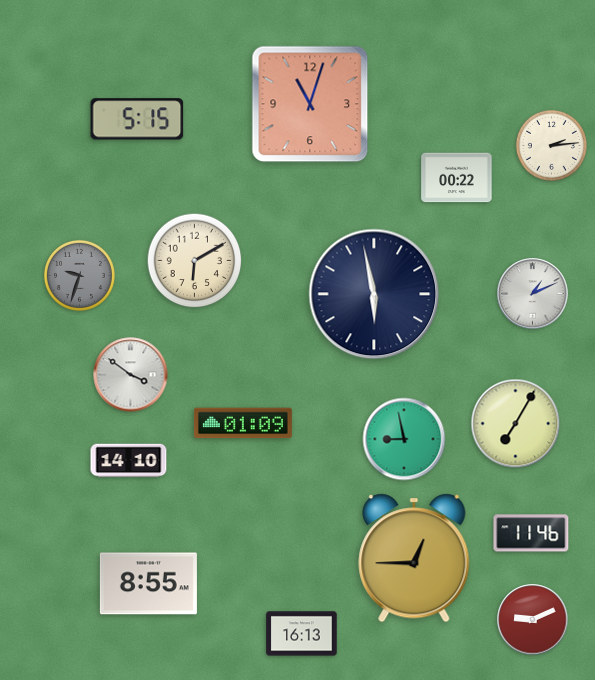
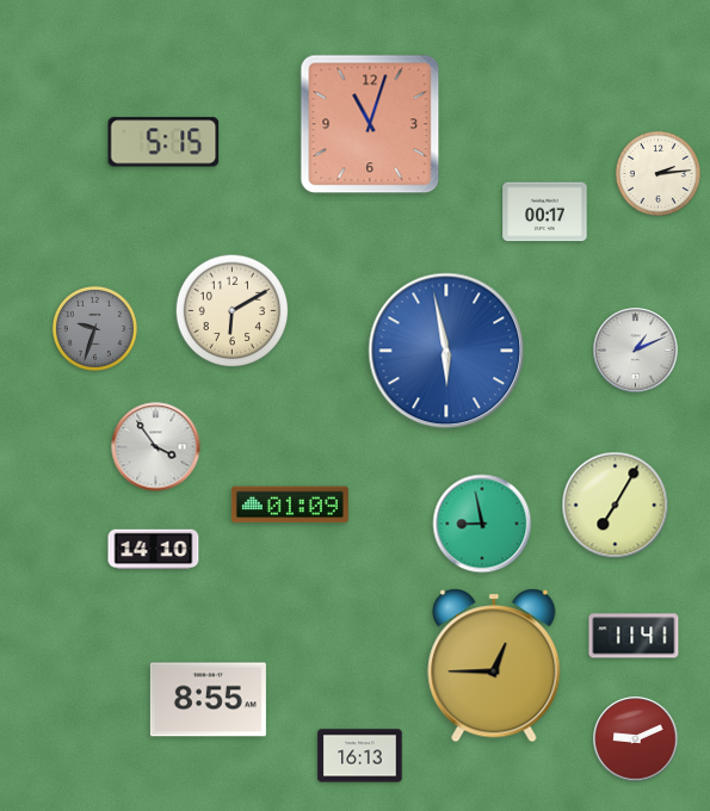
clock at (457, 178): 00:22 -> 00:17
clock at (374, 294) dial: navy -> blue
clock at (131, 375): 3:51 -> 3:54
clock at (531, 533): 11:46 -> 11:41
clock at (148, 584) position: (148, 584) -> (208, 700)
